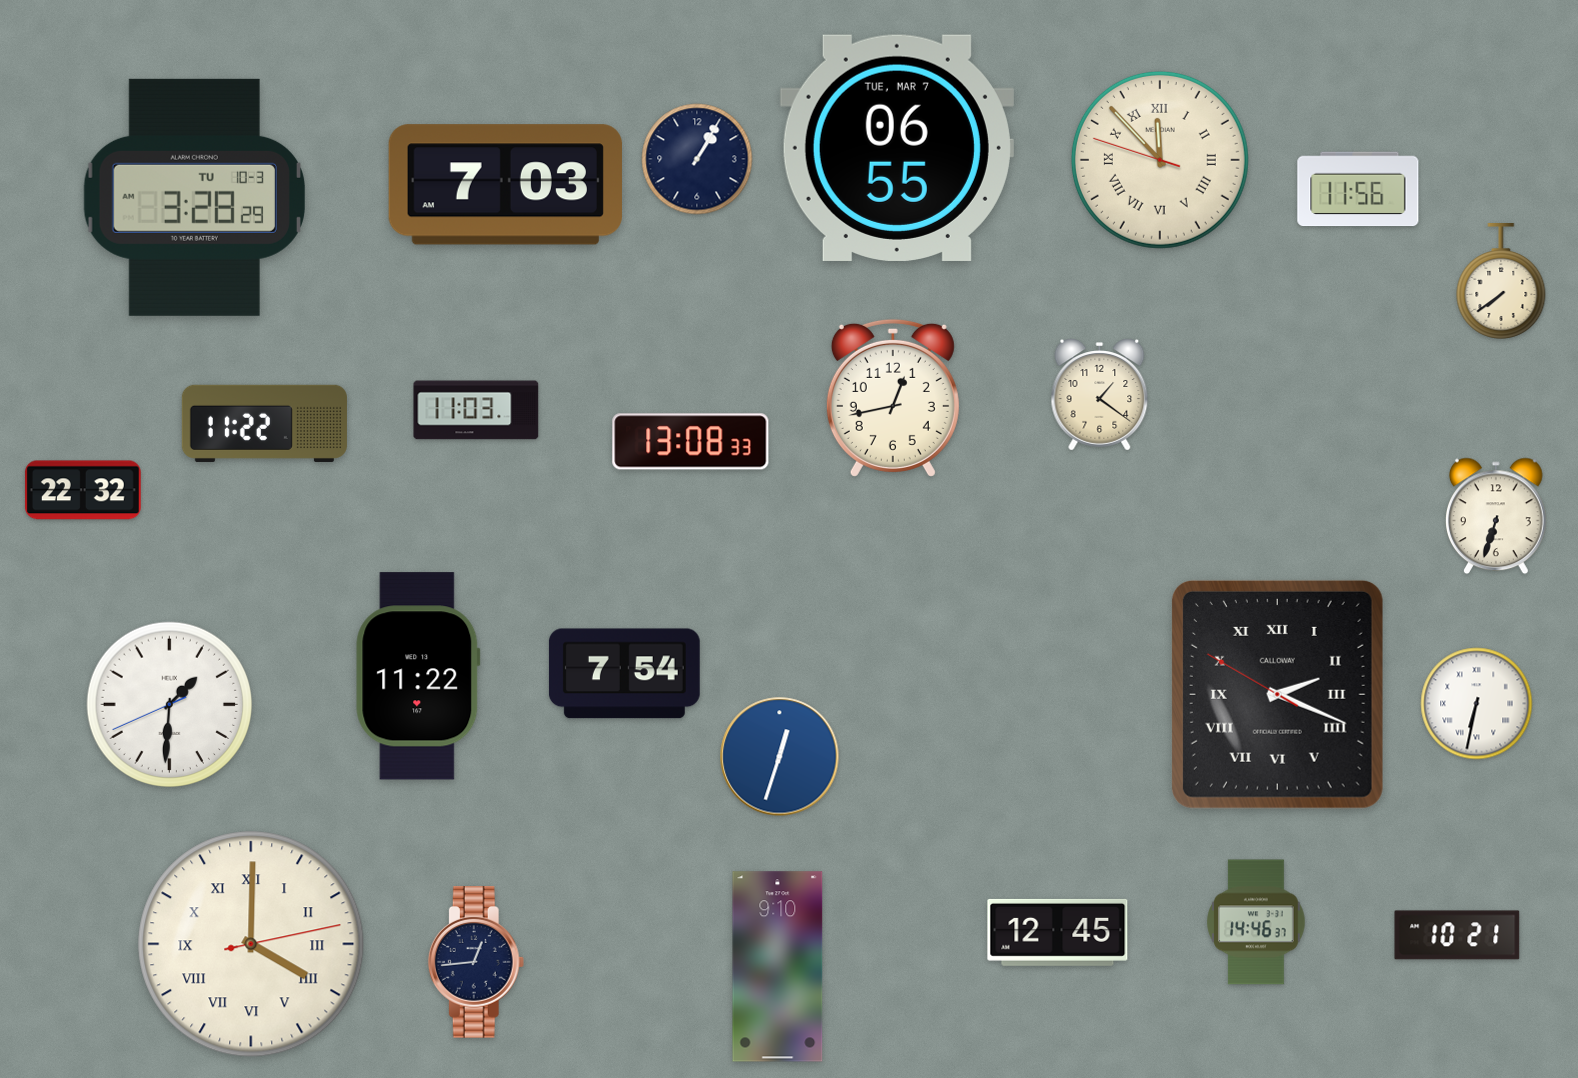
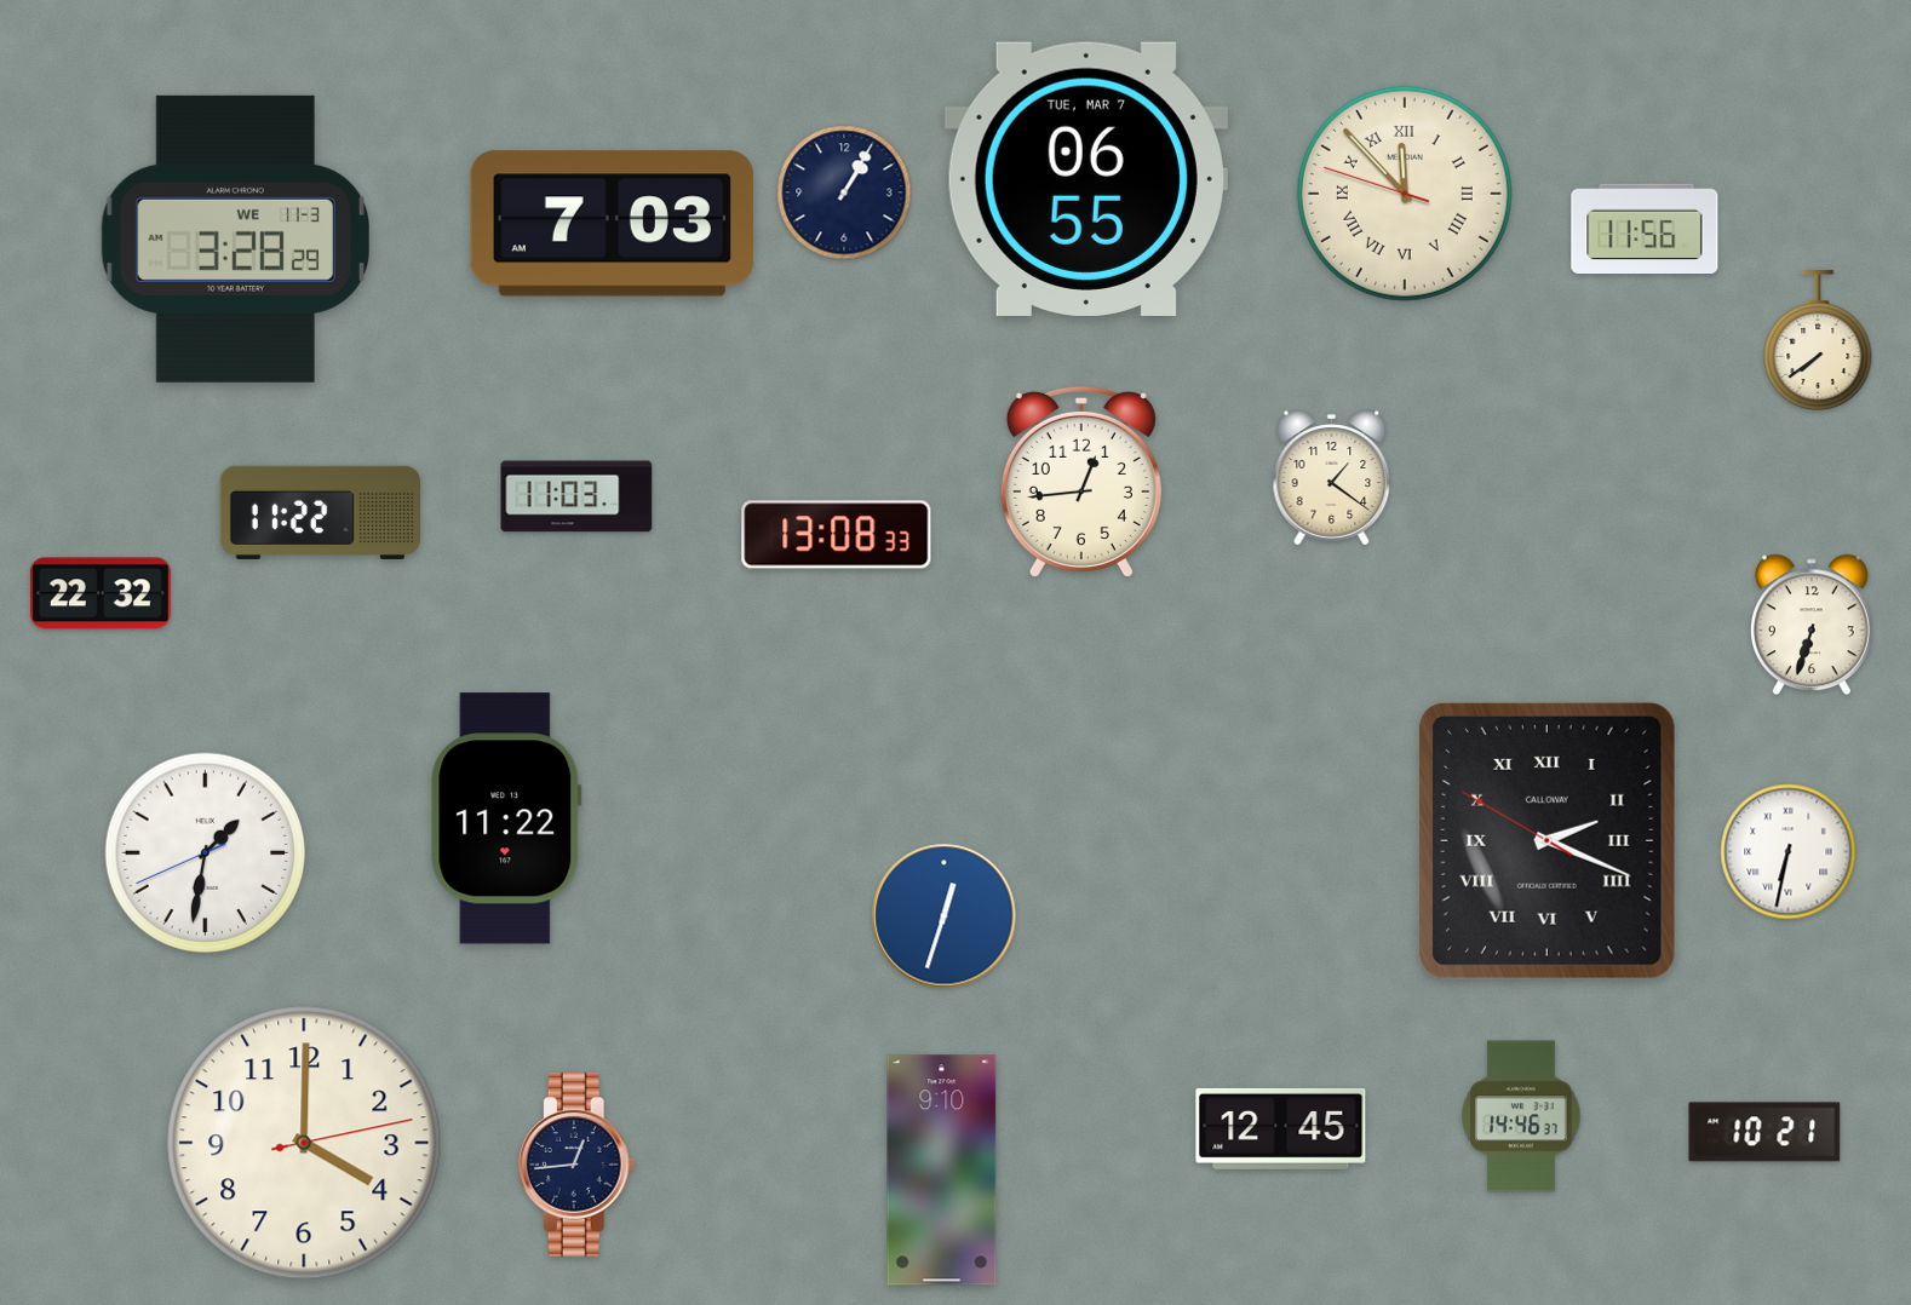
clock at (194, 197) date: TU 10-3 -> WE 11-3
clock at (893, 398): 12:43 -> 12:44
clock at (624, 674): 7:54 -> none
clock at (170, 705): 1:30 -> 1:31
clock at (251, 944) numerals: Roman -> Arabic
